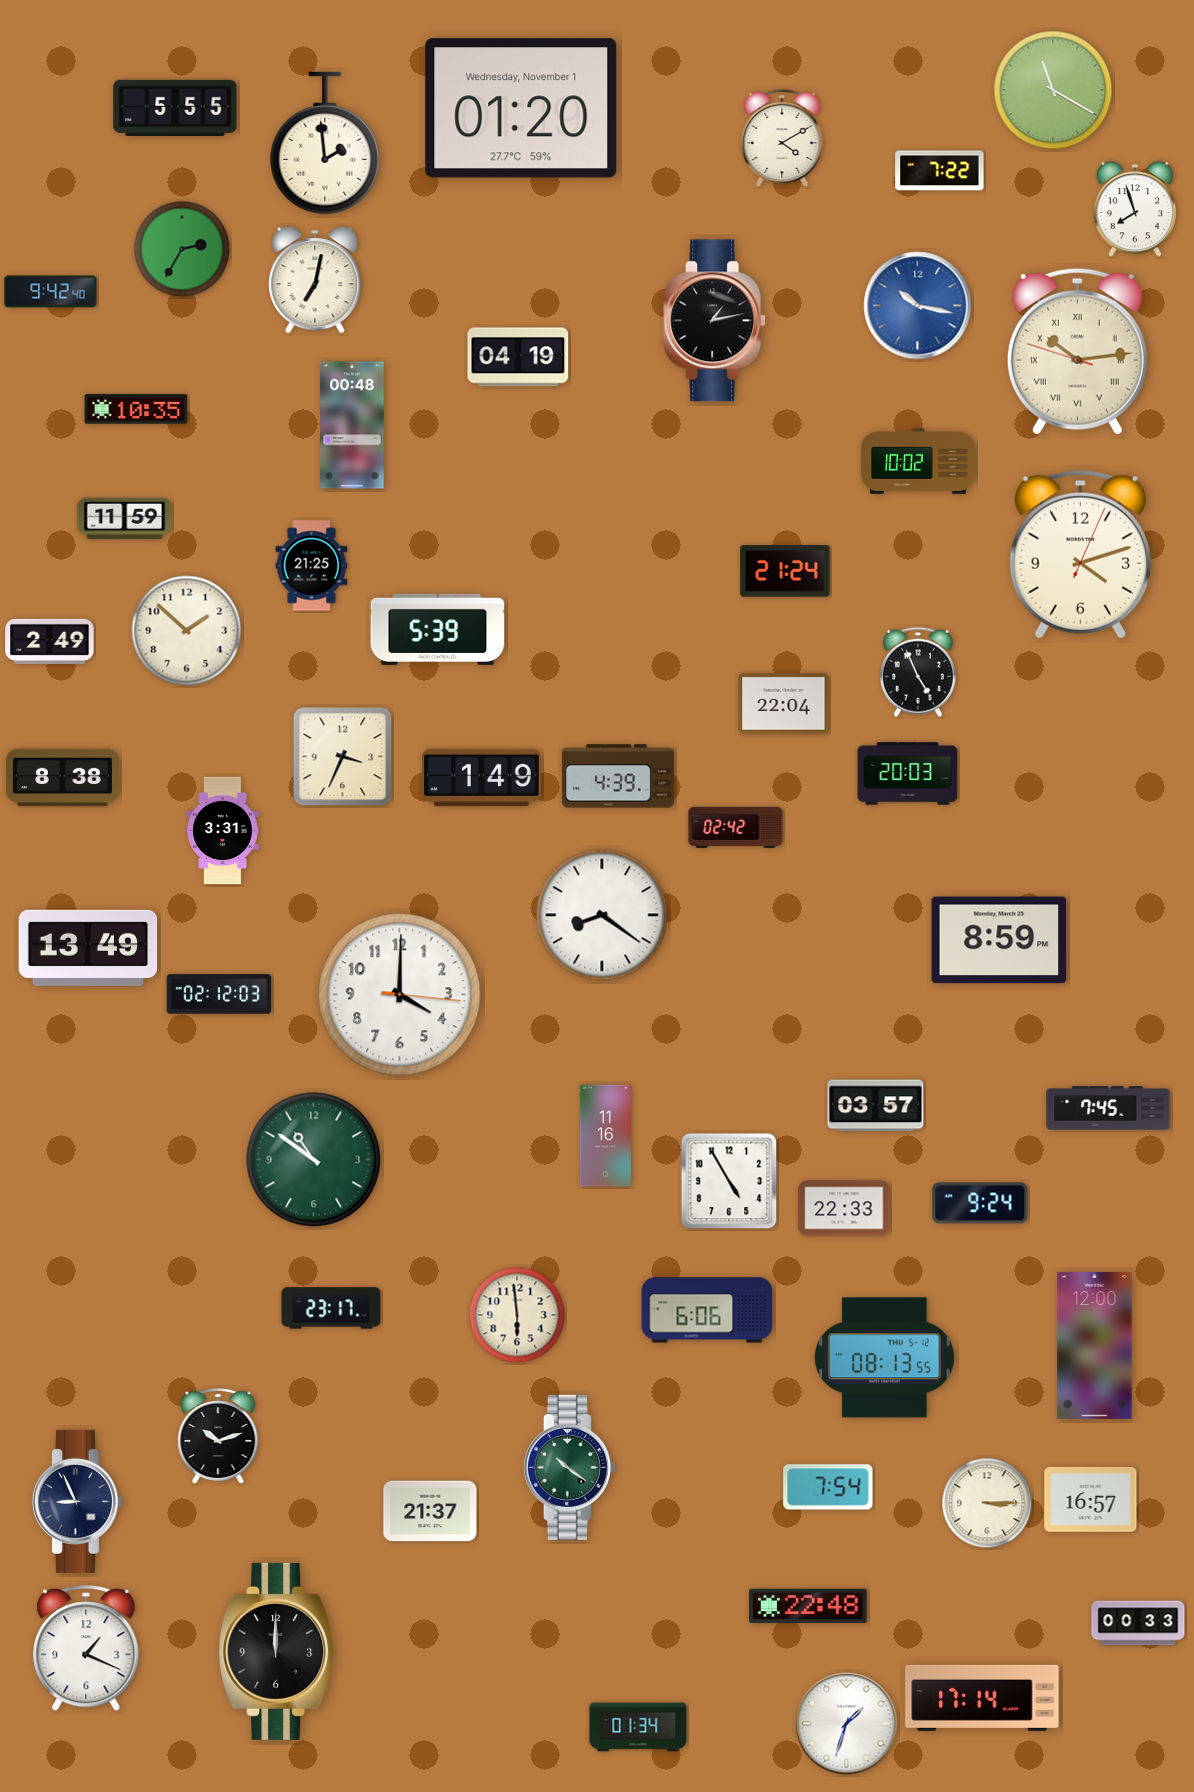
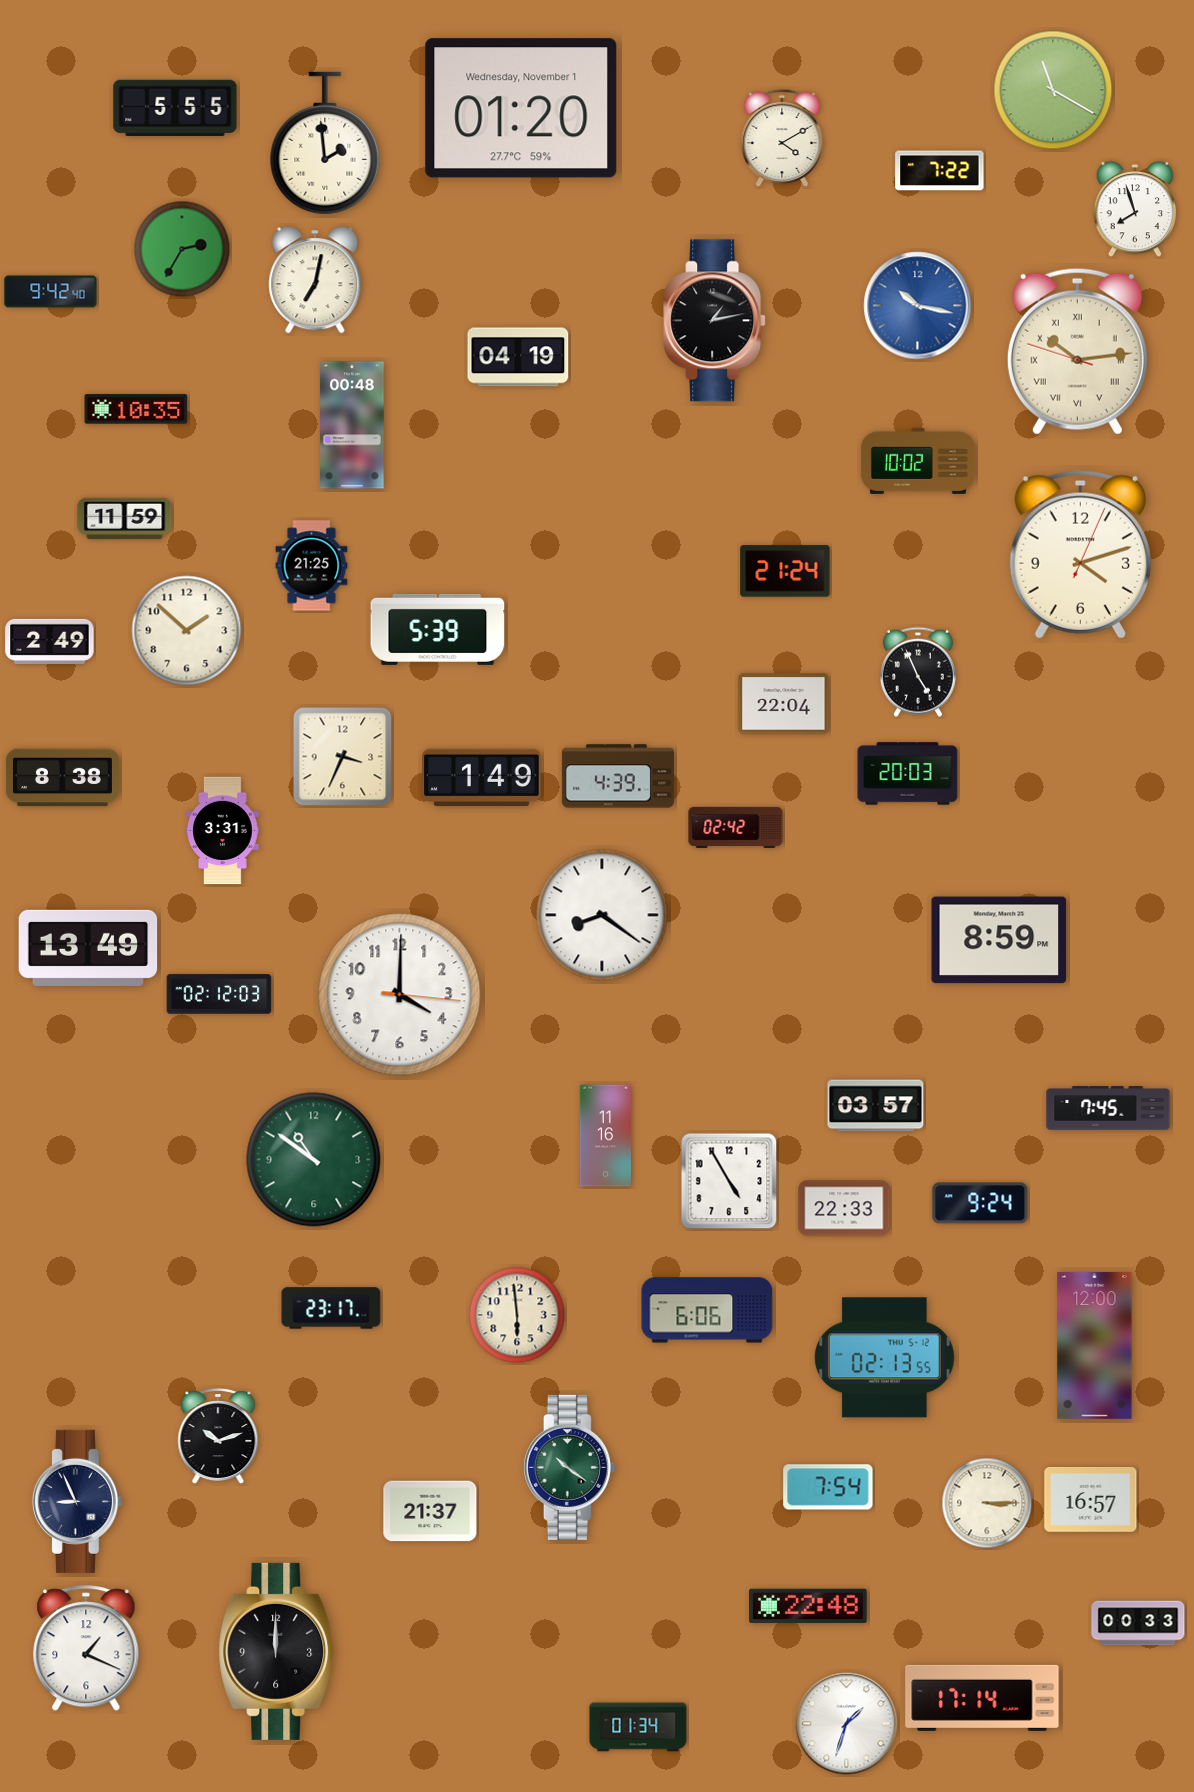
clock at (885, 1358): 08:13 -> 02:13
